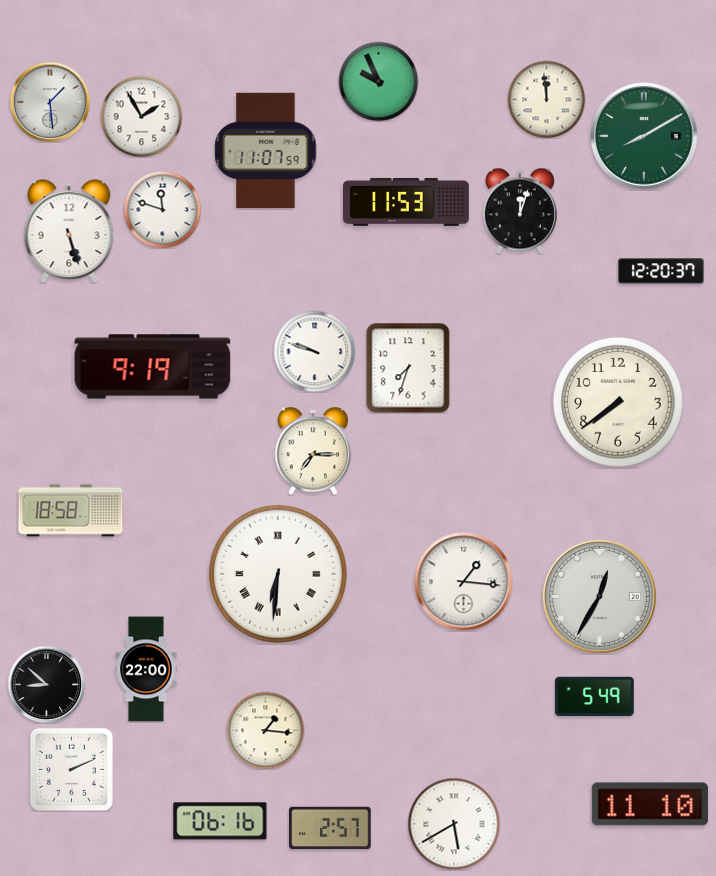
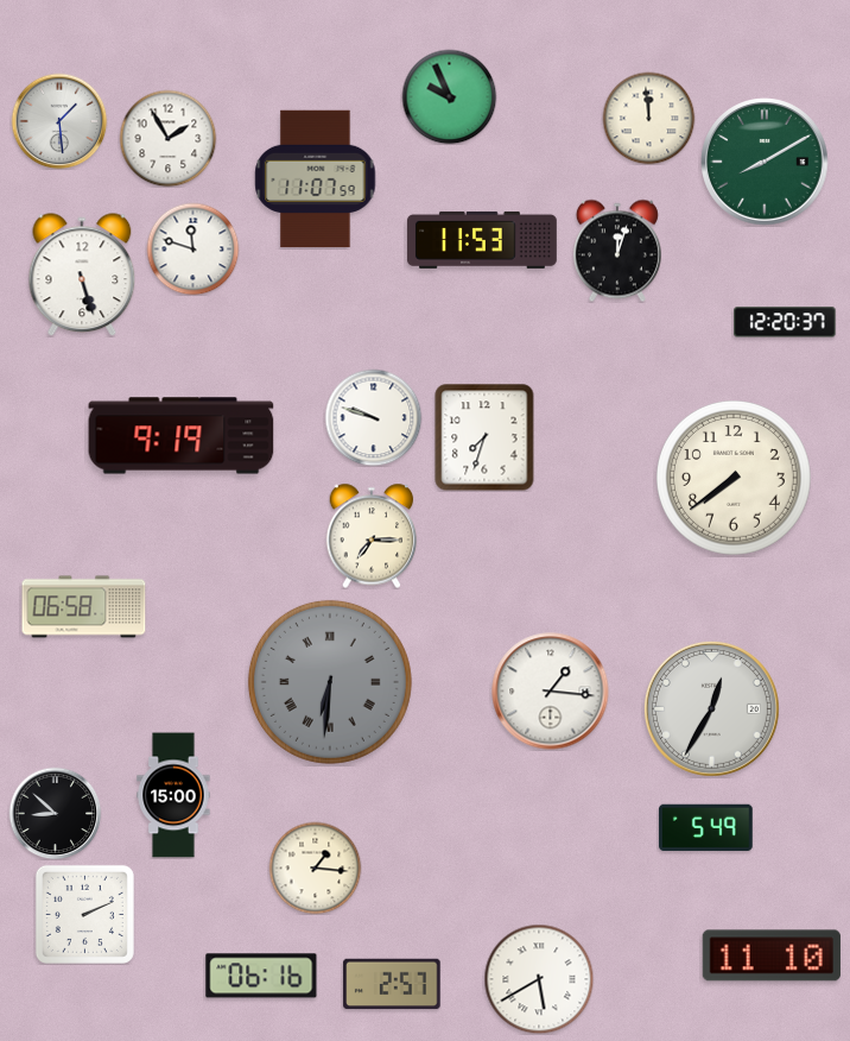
clock at (71, 511): 18:58 -> 06:58
clock at (278, 574) dial: white -> grey
clock at (146, 669): 22:00 -> 15:00
